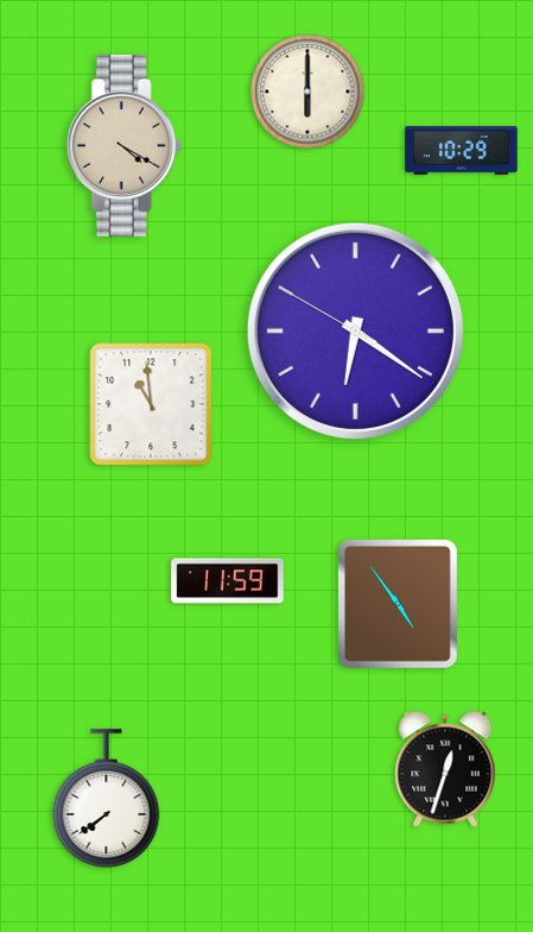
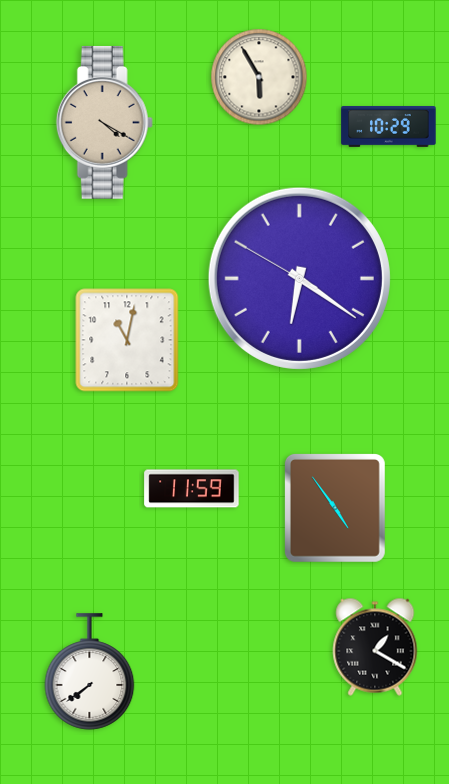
clock at (307, 92): 6:00 -> 5:55
clock at (151, 404): 10:59 -> 11:02
clock at (445, 769): 12:33 -> 1:20
